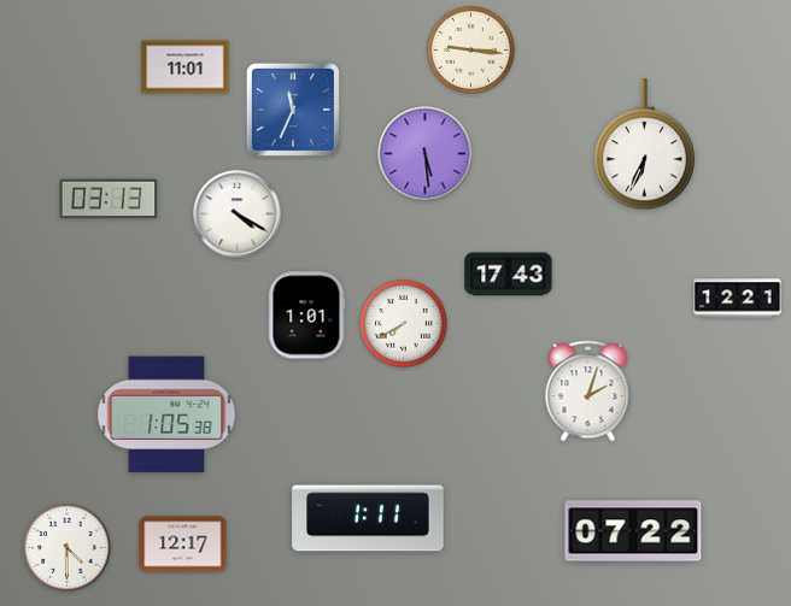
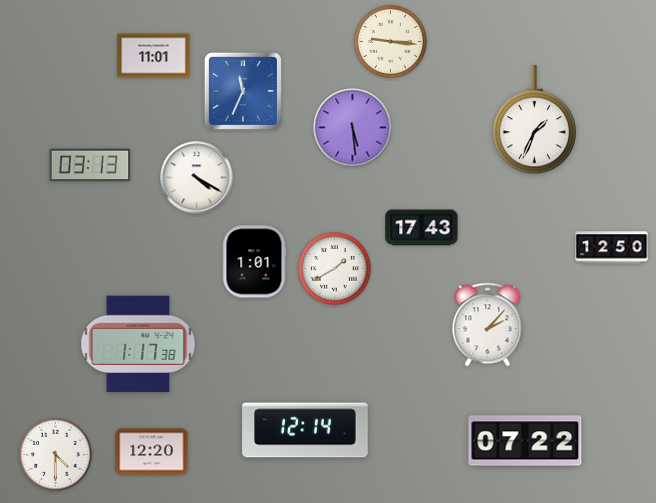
clock at (644, 145): 6:34 -> 1:34
clock at (738, 299): 12:21 -> 12:50
clock at (404, 324): 7:40 -> 1:40
clock at (588, 392): 2:03 -> 2:07
clock at (166, 414): 1:05 -> 1:17
clock at (368, 518): 1:11 -> 12:14
clock at (183, 545): 12:17 -> 12:20
